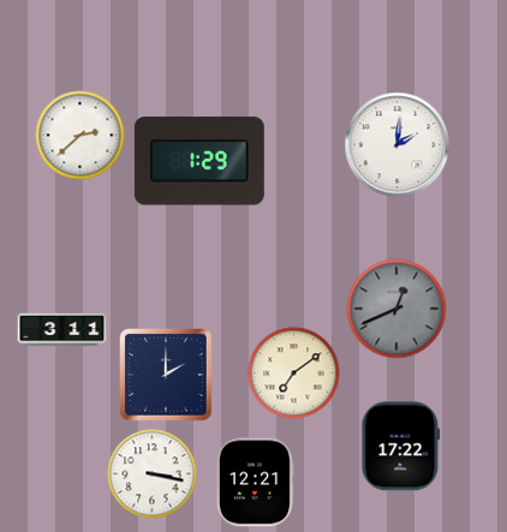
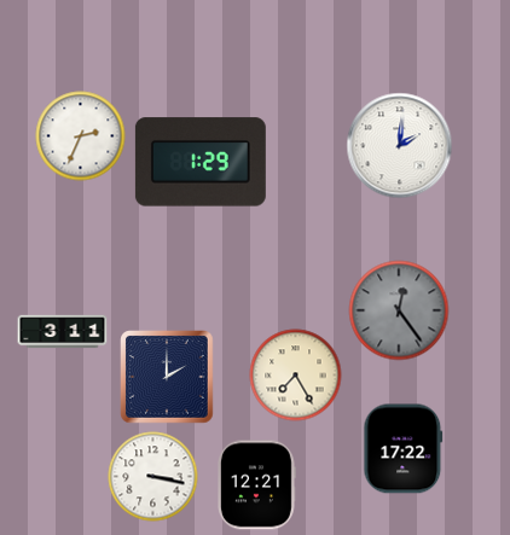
clock at (80, 136): 2:38 -> 2:34
clock at (396, 309): 12:41 -> 12:24
clock at (294, 373): 7:09 -> 7:25
